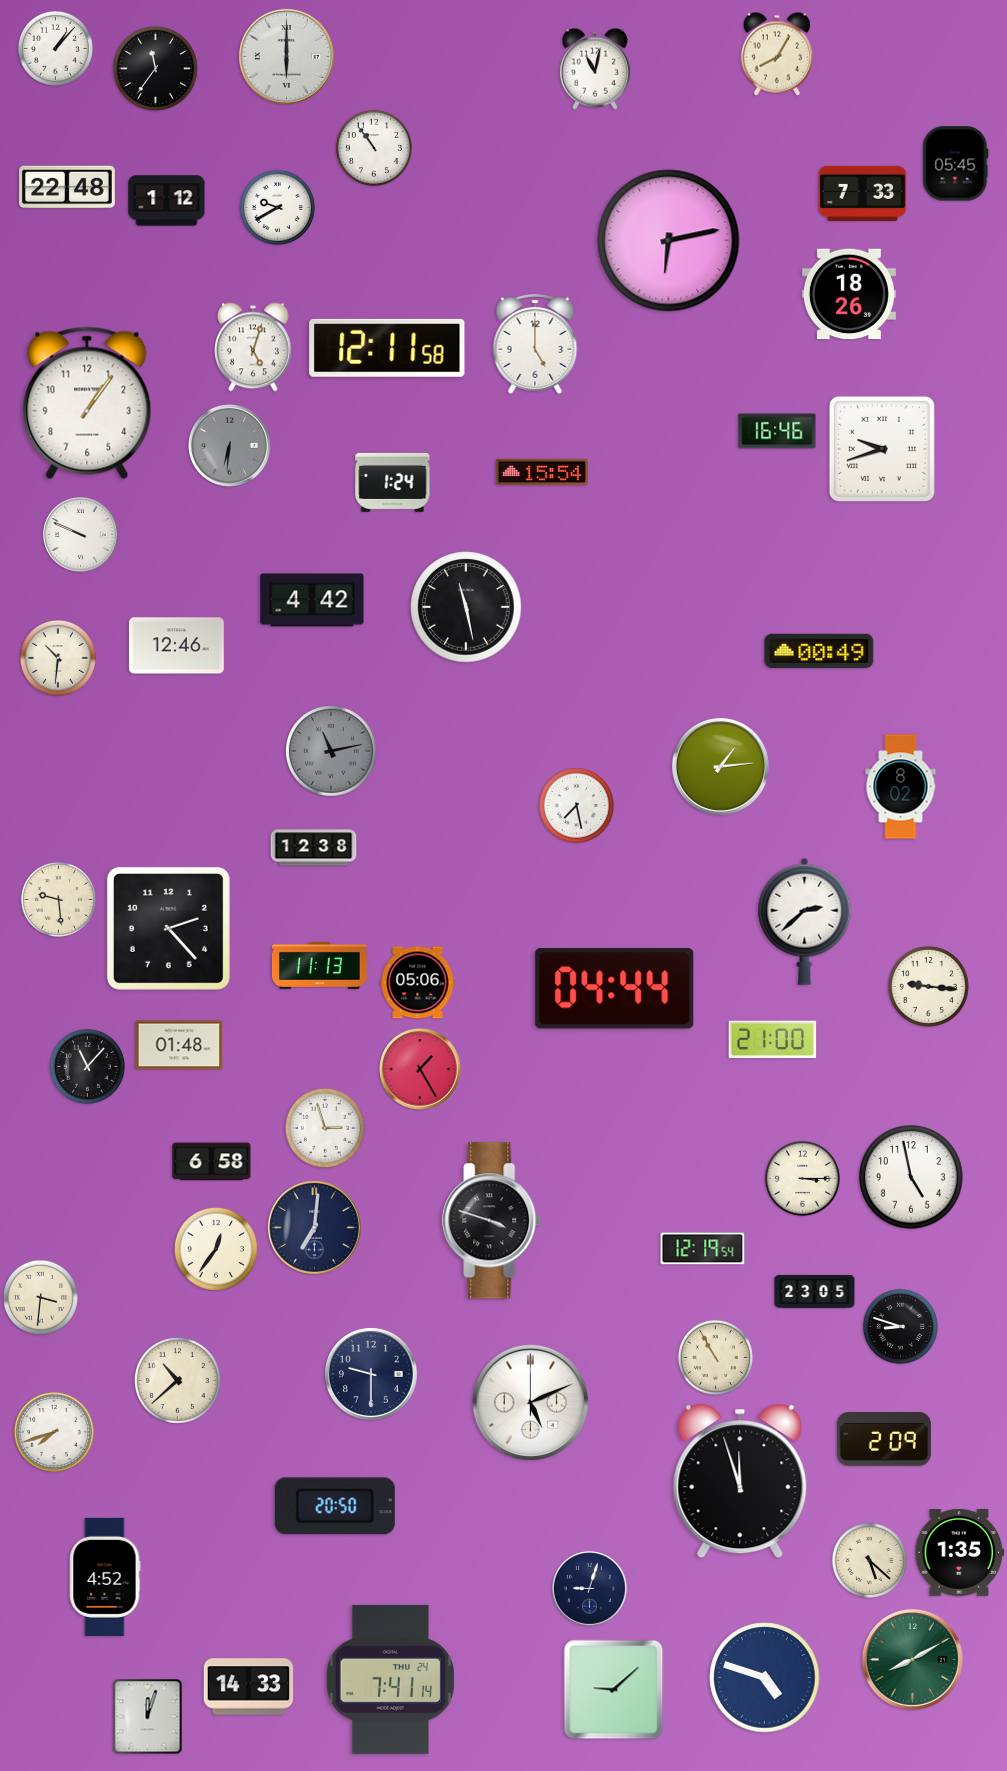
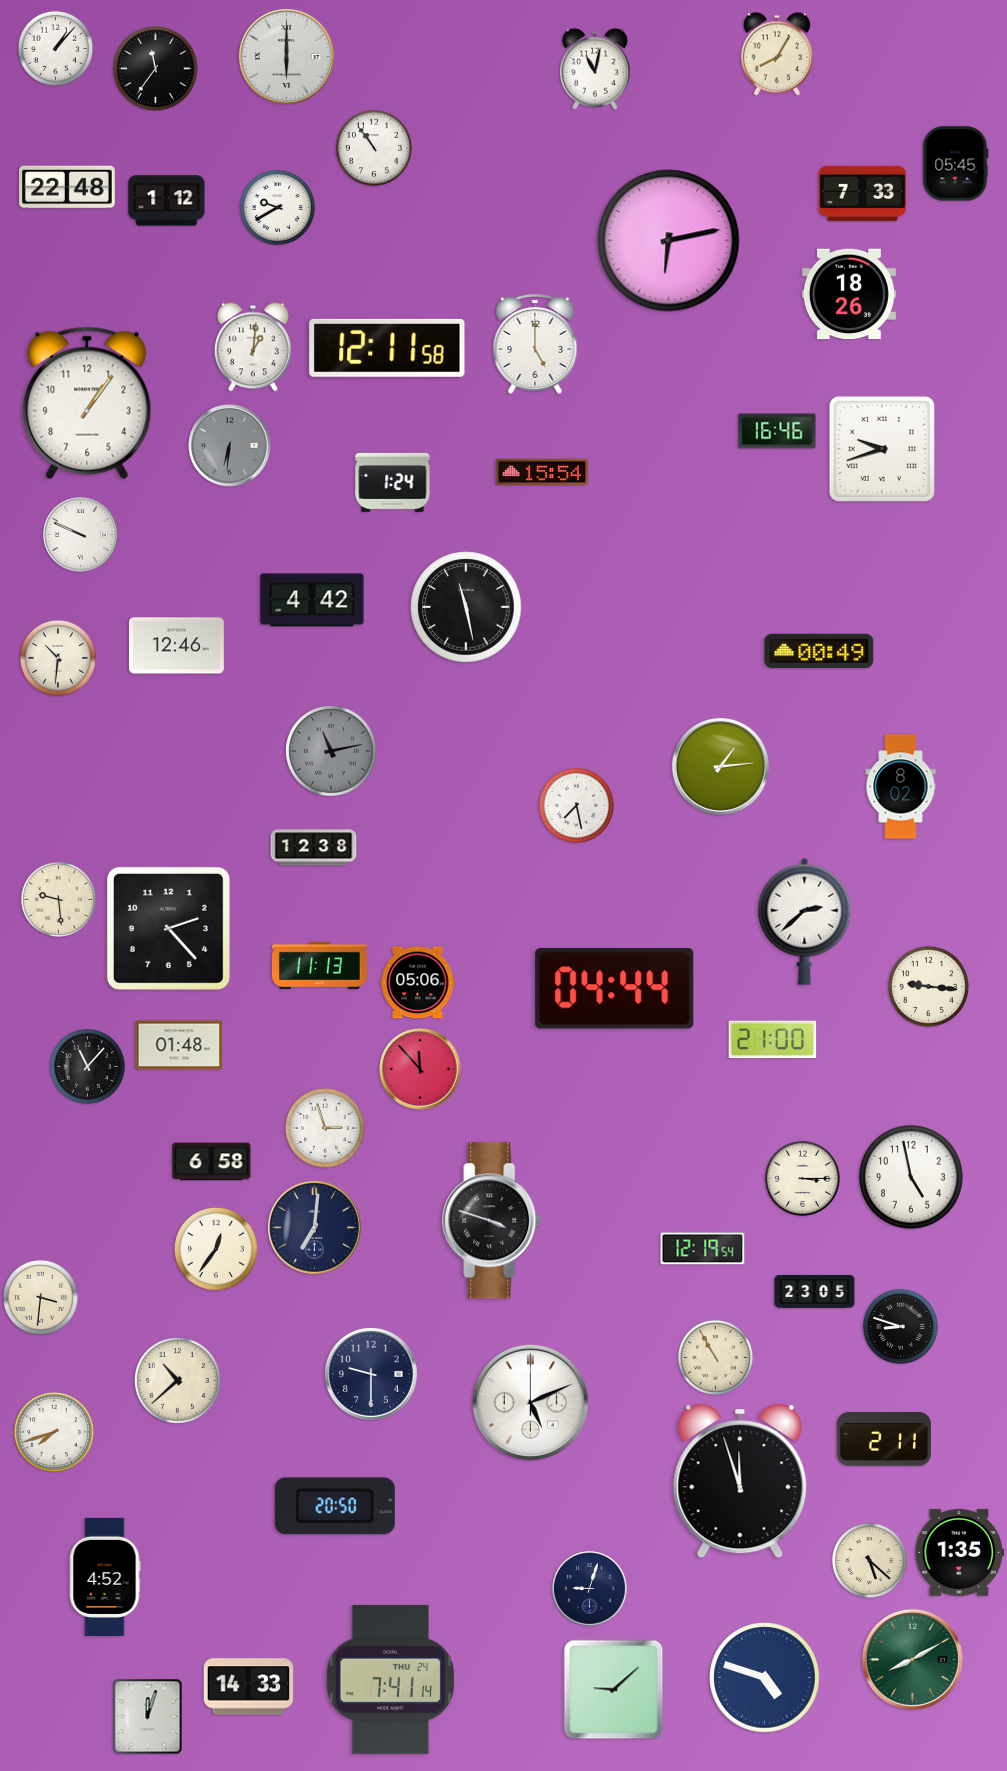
clock at (254, 347): 5:03 -> 1:01
clock at (420, 1069): 1:25 -> 11:53
clock at (884, 1439): 2:09 -> 2:11
